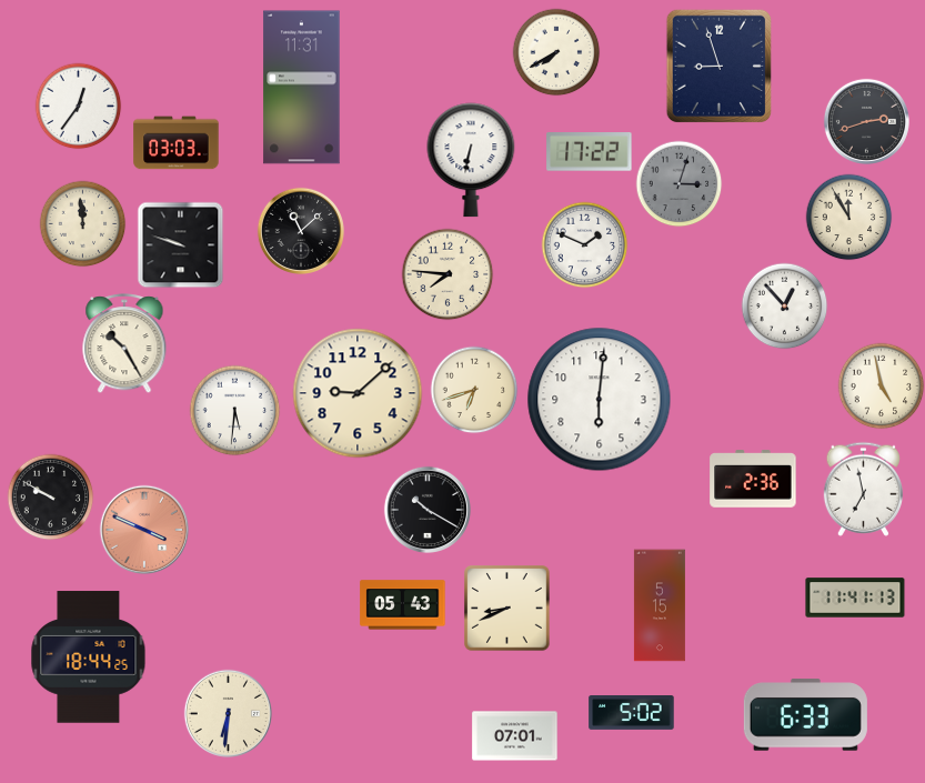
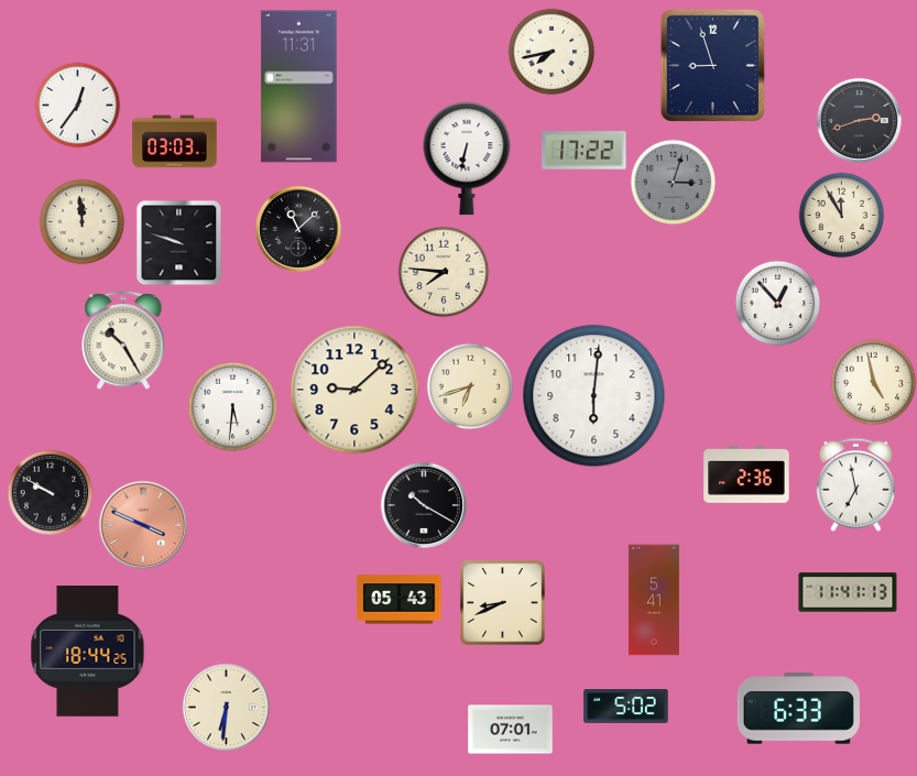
clock at (556, 52): 7:40 -> 7:43
clock at (584, 244): 1:49 -> none
clock at (660, 605): 5:15 -> 5:41
